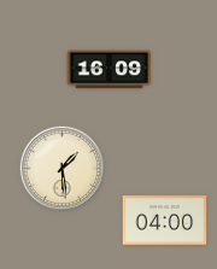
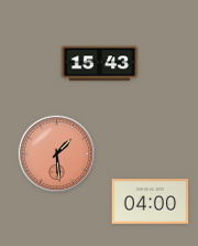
clock at (110, 70): 16:09 -> 15:43
clock at (63, 169) dial: cream -> salmon
